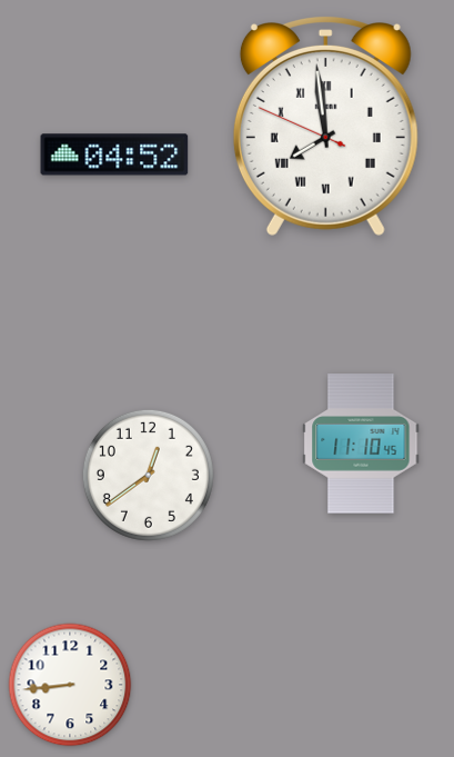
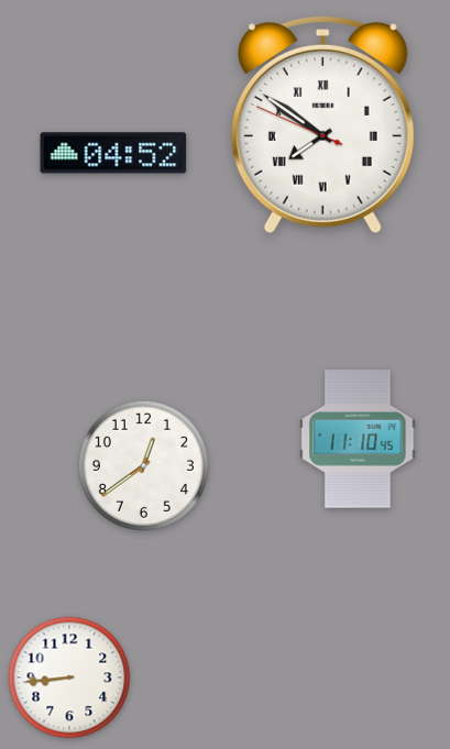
clock at (325, 127): 7:58 -> 7:50
clock at (148, 475) position: (148, 475) -> (143, 465)
